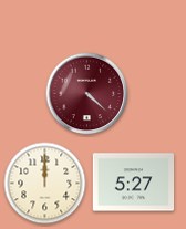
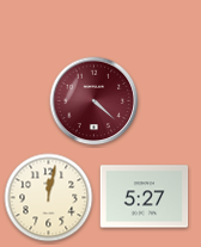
clock at (45, 184): 12:00 -> 12:02
